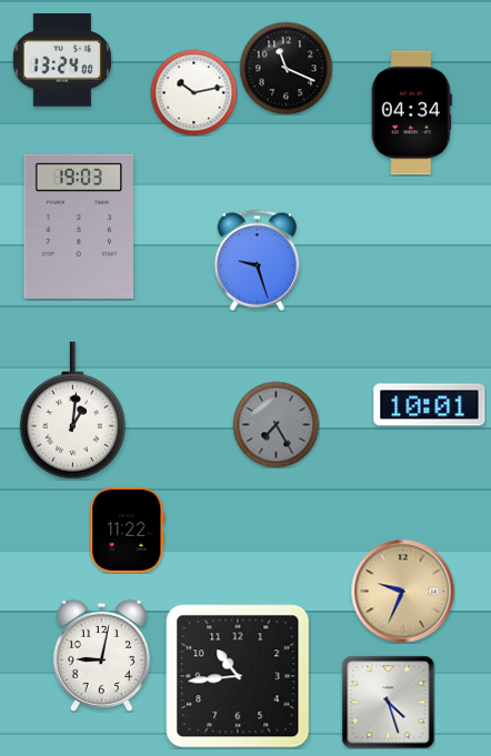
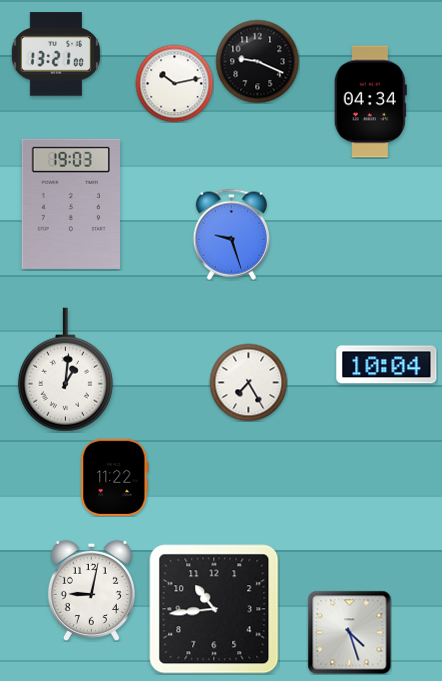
clock at (62, 60): 13:24 -> 13:21
clock at (285, 68): 11:19 -> 9:19
clock at (430, 405): 10:01 -> 10:04
clock at (275, 424) dial: grey -> white
clock at (402, 591): 9:34 -> none
